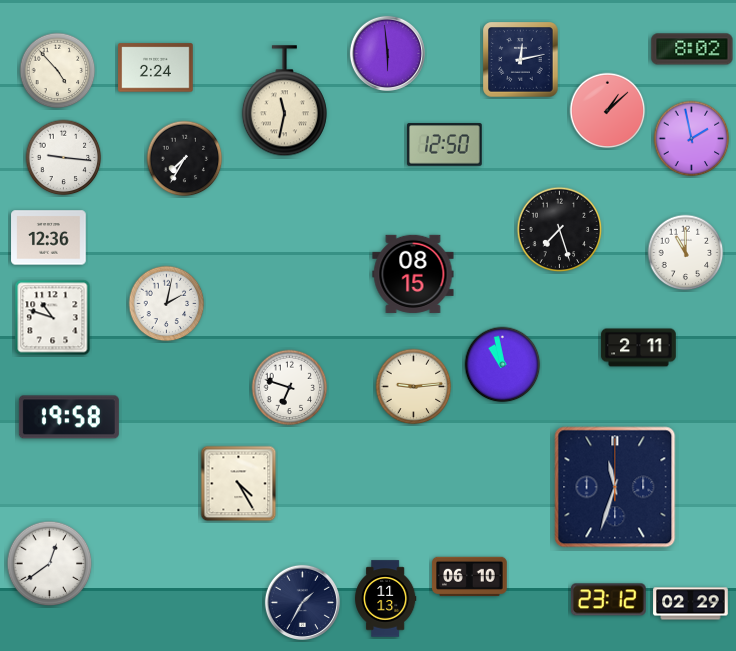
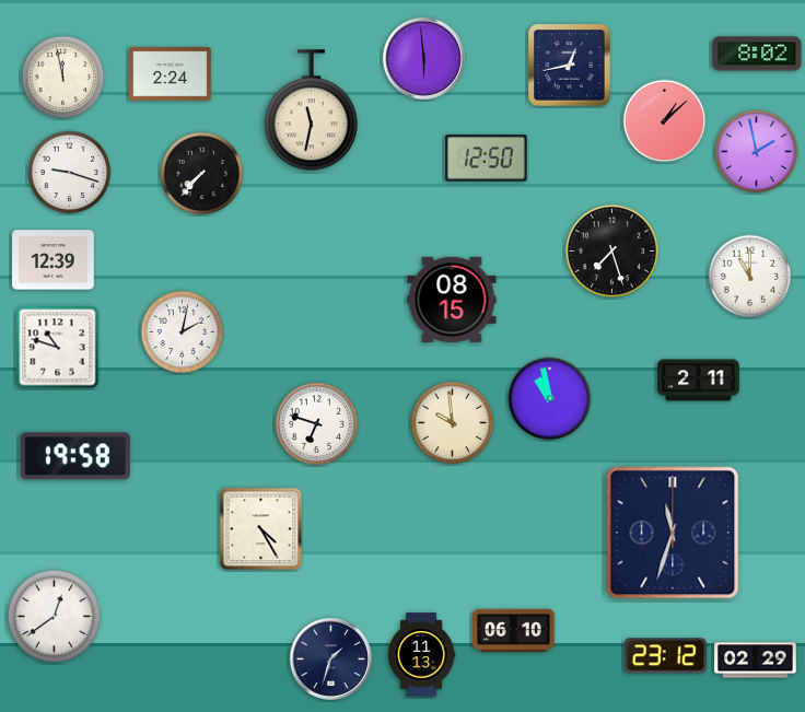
clock at (521, 60): 12:13 -> 12:43
clock at (58, 71): 4:53 -> 11:58
clock at (64, 158): 9:16 -> 9:18
clock at (185, 159): 7:35 -> 7:37
clock at (49, 238): 12:36 -> 12:39
clock at (414, 387): 9:14 -> 9:59
clock at (302, 602): 1:35 -> 1:33
